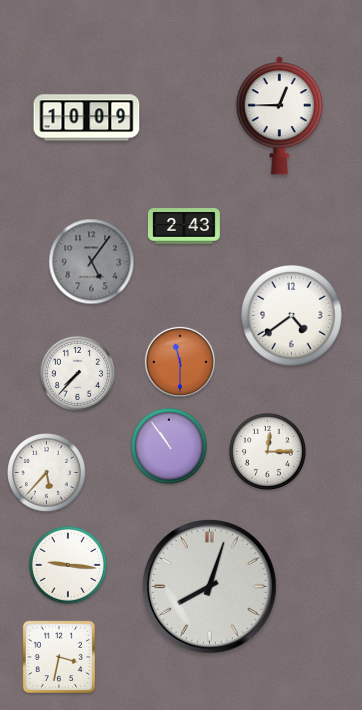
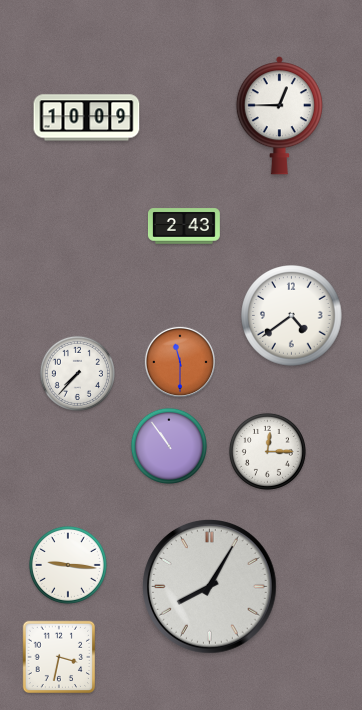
clock at (92, 262): 5:06 -> none
clock at (47, 473): 5:37 -> none
clock at (210, 587): 8:03 -> 8:05
